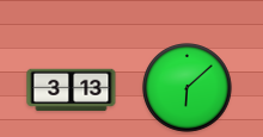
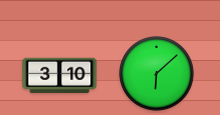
clock at (72, 91): 3:13 -> 3:10
